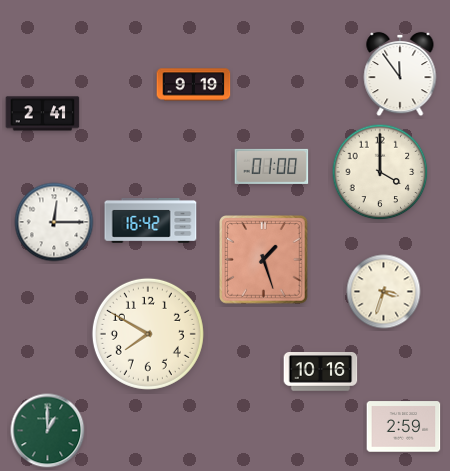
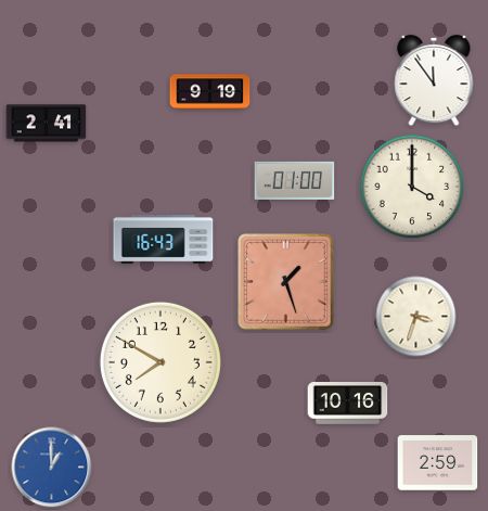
clock at (151, 221): 16:42 -> 16:43
clock at (54, 222): 12:15 -> none
clock at (48, 431) dial: green -> blue
